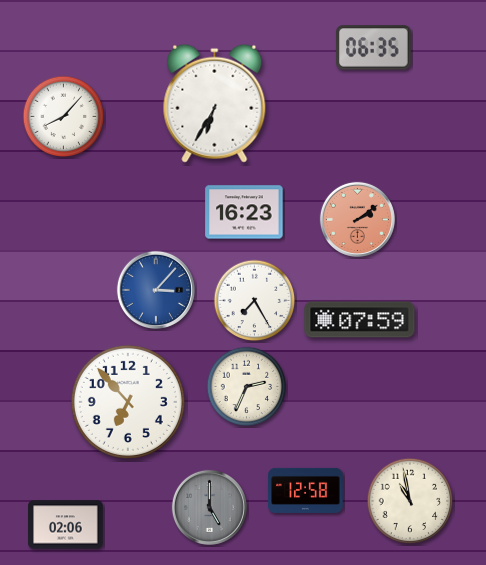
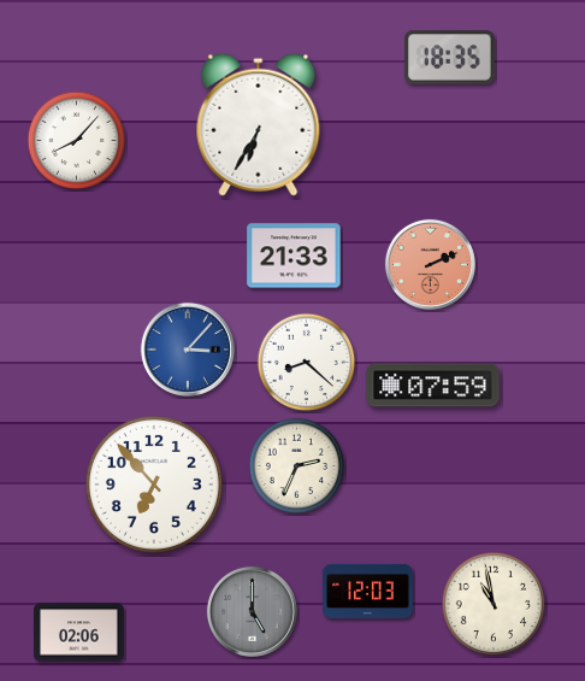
clock at (374, 48): 06:35 -> 18:35
clock at (244, 212): 16:23 -> 21:33
clock at (357, 219): 2:09 -> 2:11
clock at (255, 301): 7:25 -> 8:22
clock at (306, 490): 12:58 -> 12:03
